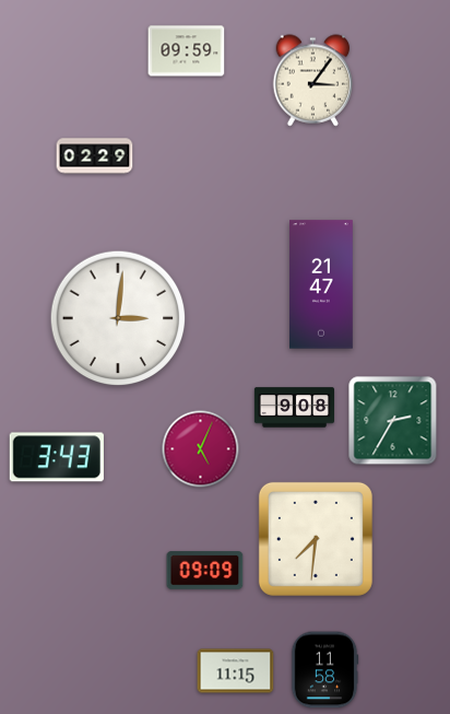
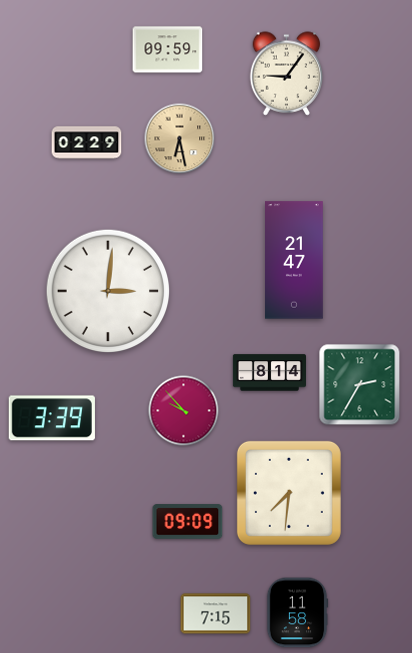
clock at (187, 51) position: (187, 51) -> (168, 50)
clock at (313, 81): 3:06 -> 9:06
clock at (180, 139): none -> 6:28
clock at (294, 408): 9:08 -> 8:14
clock at (201, 449): 5:04 -> 9:53
clock at (57, 457): 3:43 -> 3:39
clock at (236, 671): 11:15 -> 7:15
